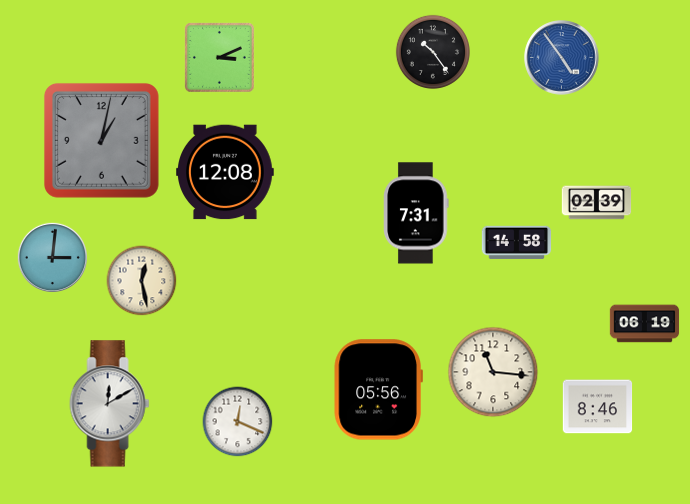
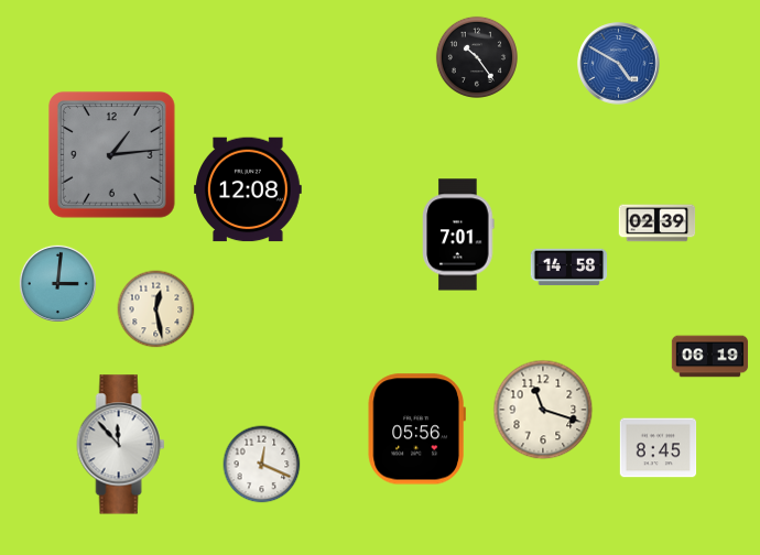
clock at (220, 58): 3:11 -> none
clock at (562, 58): 4:54 -> 4:50
clock at (101, 140): 1:02 -> 1:14
clock at (416, 213): 7:31 -> 7:01
clock at (493, 372): 11:16 -> 11:18
clock at (110, 404): 12:10 -> 11:53
clock at (598, 407): 8:46 -> 8:45
